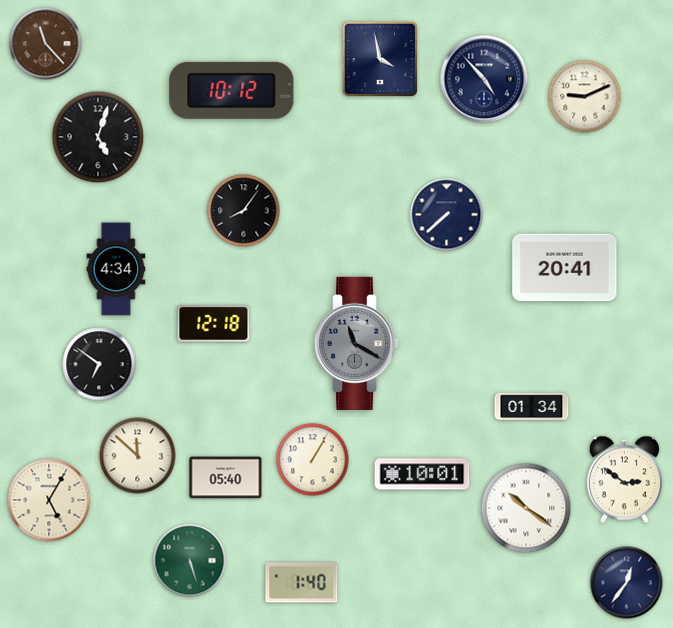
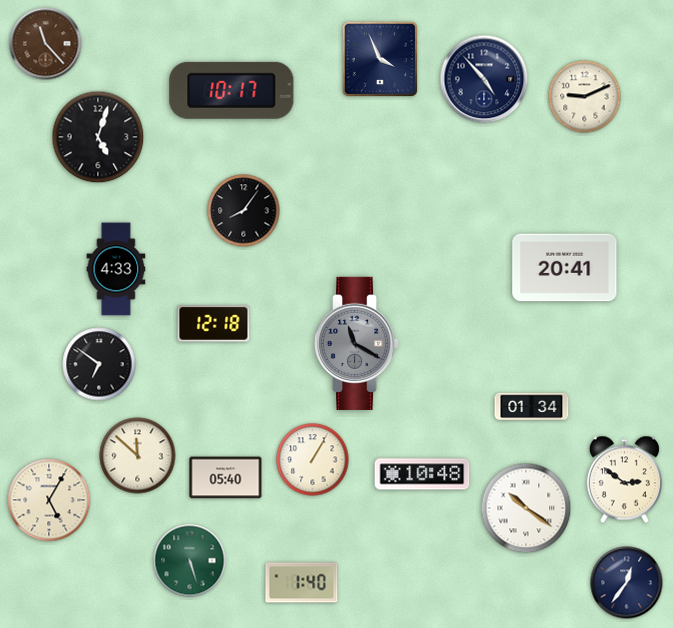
clock at (379, 58): 3:58 -> 3:56
clock at (232, 90): 10:12 -> 10:17
clock at (447, 215): 7:38 -> none
clock at (116, 269): 4:34 -> 4:33
clock at (422, 474): 10:01 -> 10:48
